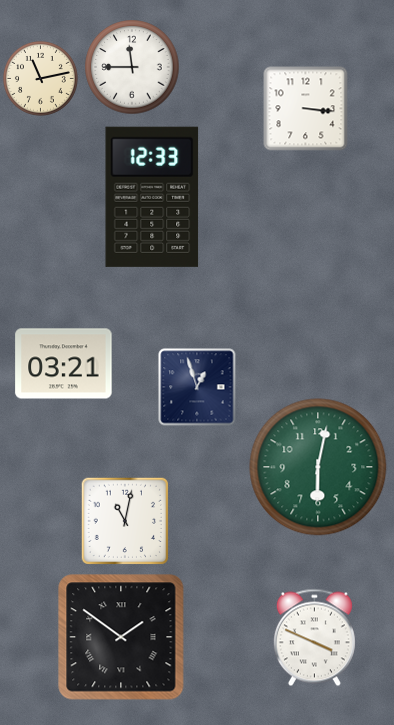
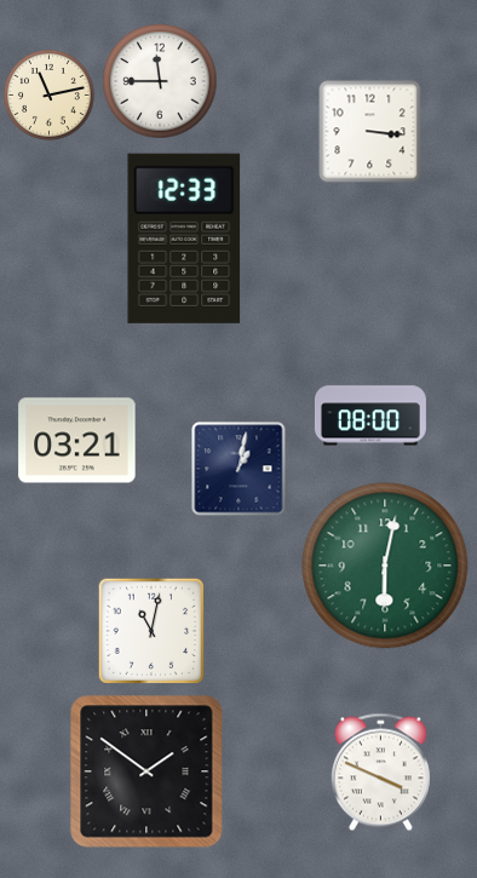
clock at (370, 415): none -> 08:00
clock at (197, 387): 12:57 -> 1:02
